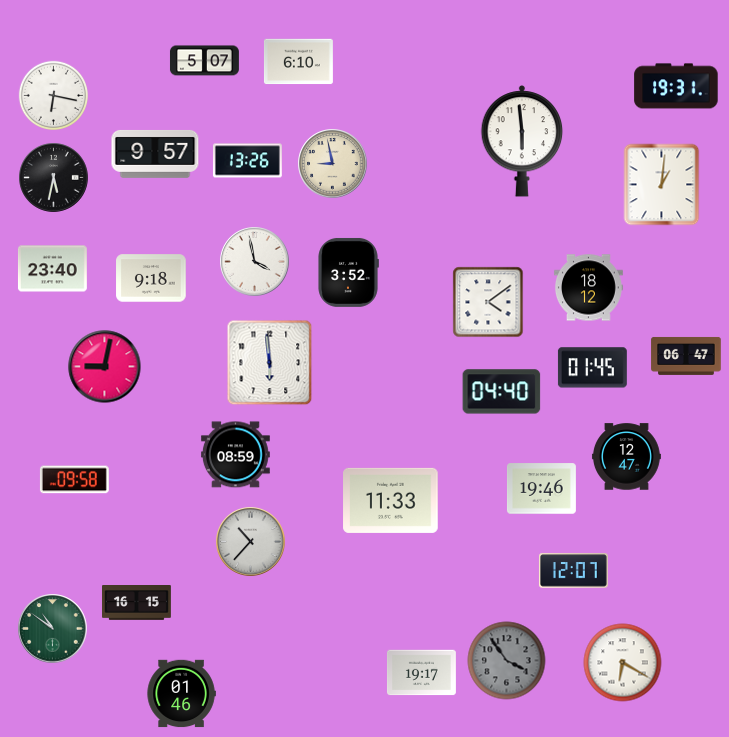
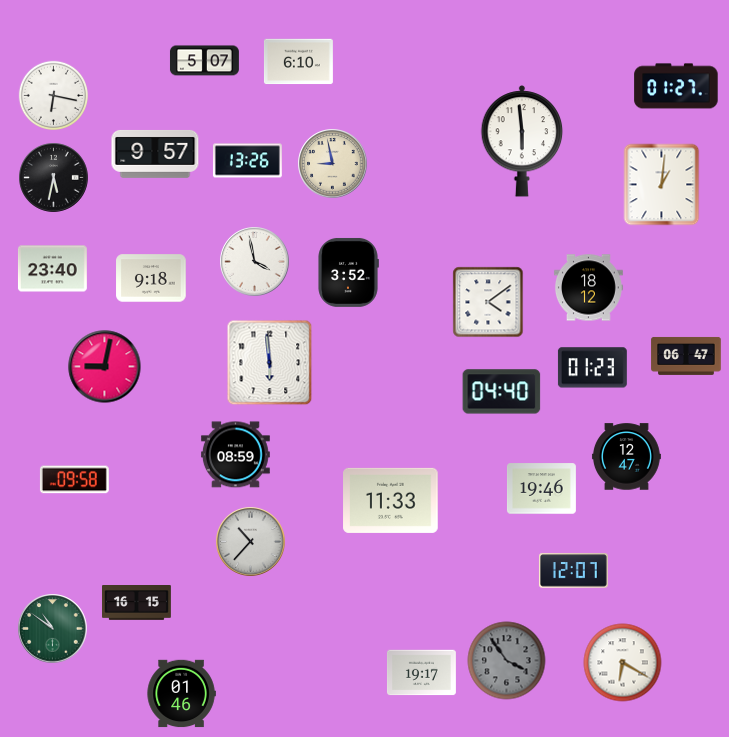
clock at (676, 86): 19:31 -> 01:27
clock at (592, 368): 01:45 -> 01:23
